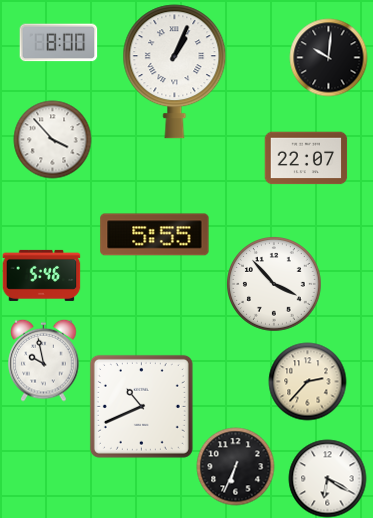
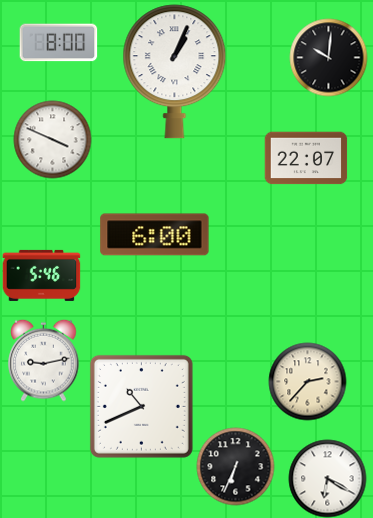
clock at (52, 139): 3:53 -> 3:49
clock at (155, 235): 5:55 -> 6:00
clock at (274, 284): 3:53 -> none
clock at (44, 360): 9:58 -> 9:13
